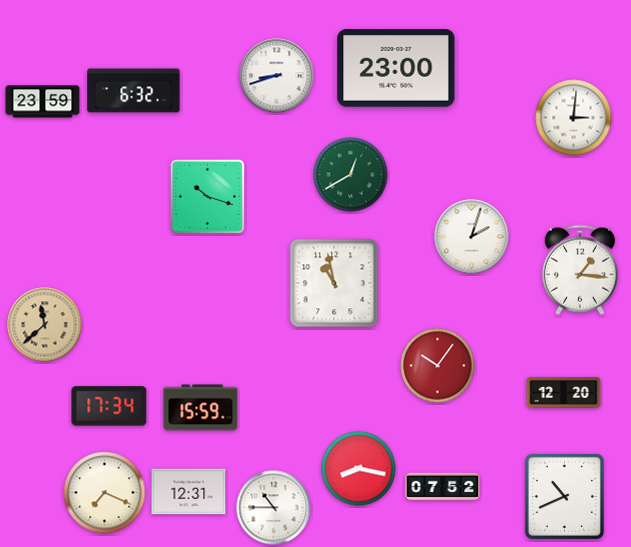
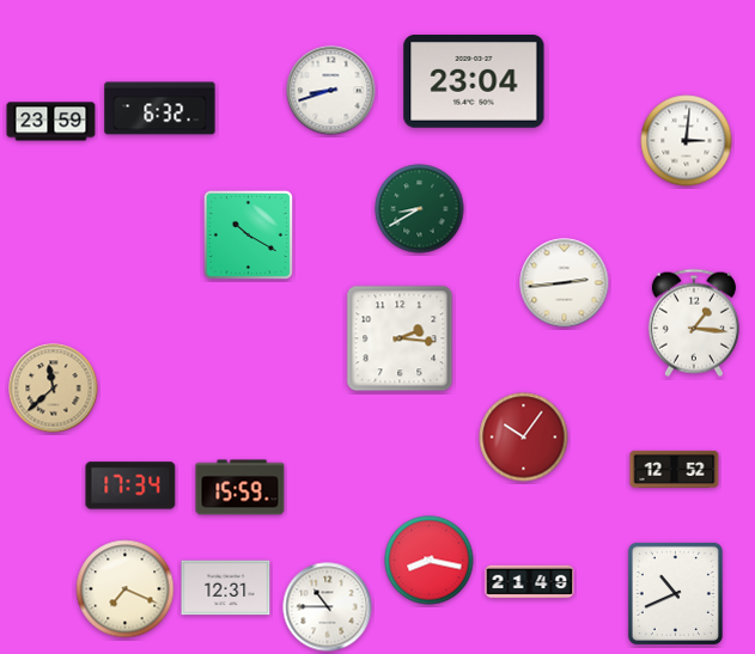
clock at (396, 69): 23:00 -> 23:04
clock at (351, 175): 12:40 -> 8:40
clock at (207, 196): 10:18 -> 10:20
clock at (472, 237): 2:03 -> 2:44
clock at (334, 283): 10:58 -> 2:16
clock at (564, 392): 12:20 -> 12:52
clock at (443, 487): 07:52 -> 21:49
